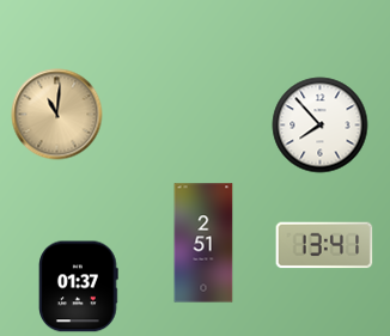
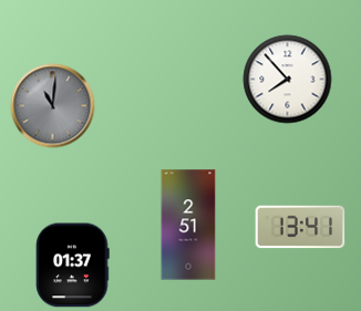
clock at (57, 115) dial: champagne -> grey
clock at (321, 126) position: (321, 126) -> (288, 80)
